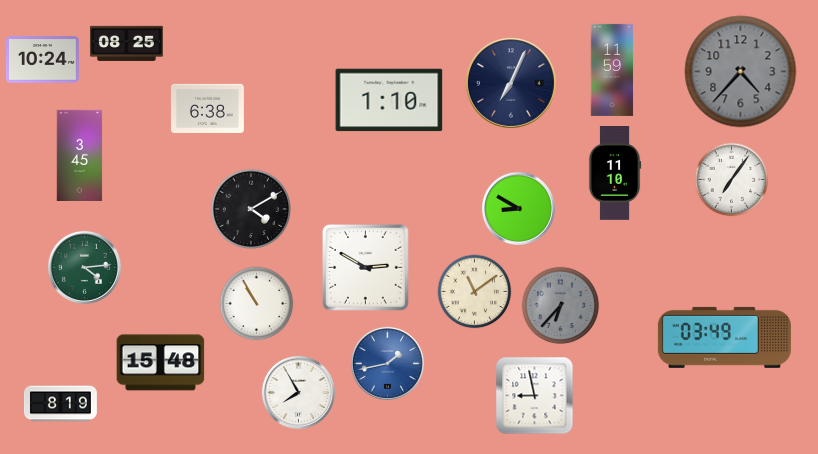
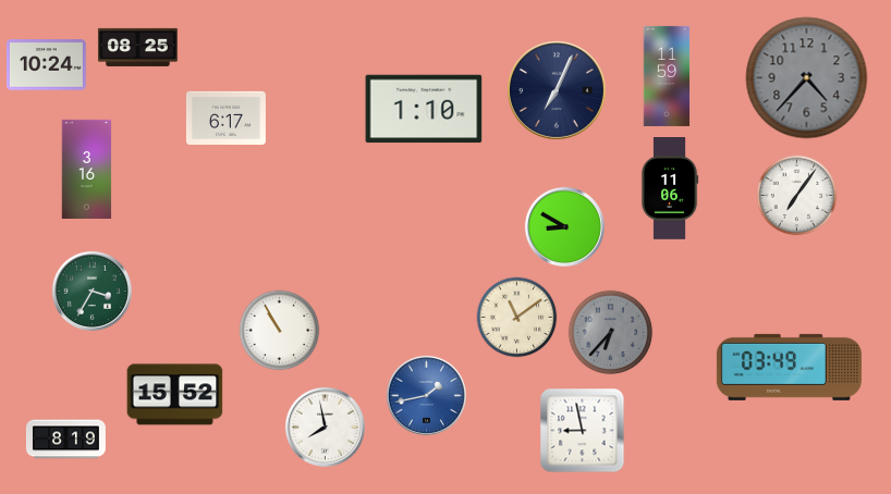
clock at (207, 108): 6:38 -> 6:17
clock at (80, 155): 3:45 -> 3:16
clock at (615, 174): 11:10 -> 11:06
clock at (250, 208): 4:10 -> none
clock at (84, 267): 4:14 -> 3:35
clock at (365, 267): 2:50 -> none
clock at (161, 363): 15:48 -> 15:52
clock at (387, 363) position: (387, 363) -> (426, 395)
clock at (298, 392): 7:55 -> 7:58
